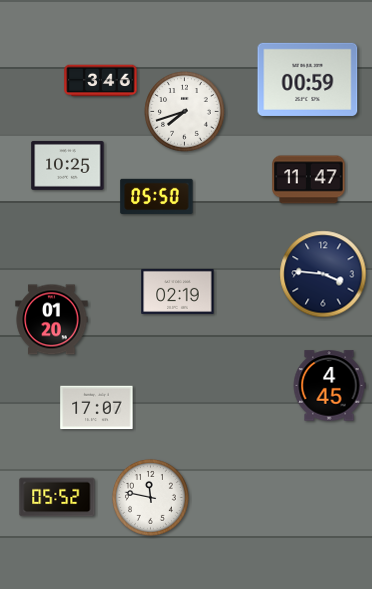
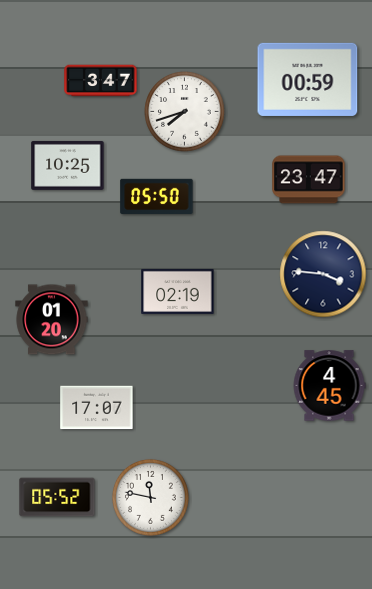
clock at (101, 81): 3:46 -> 3:47
clock at (309, 180): 11:47 -> 23:47
